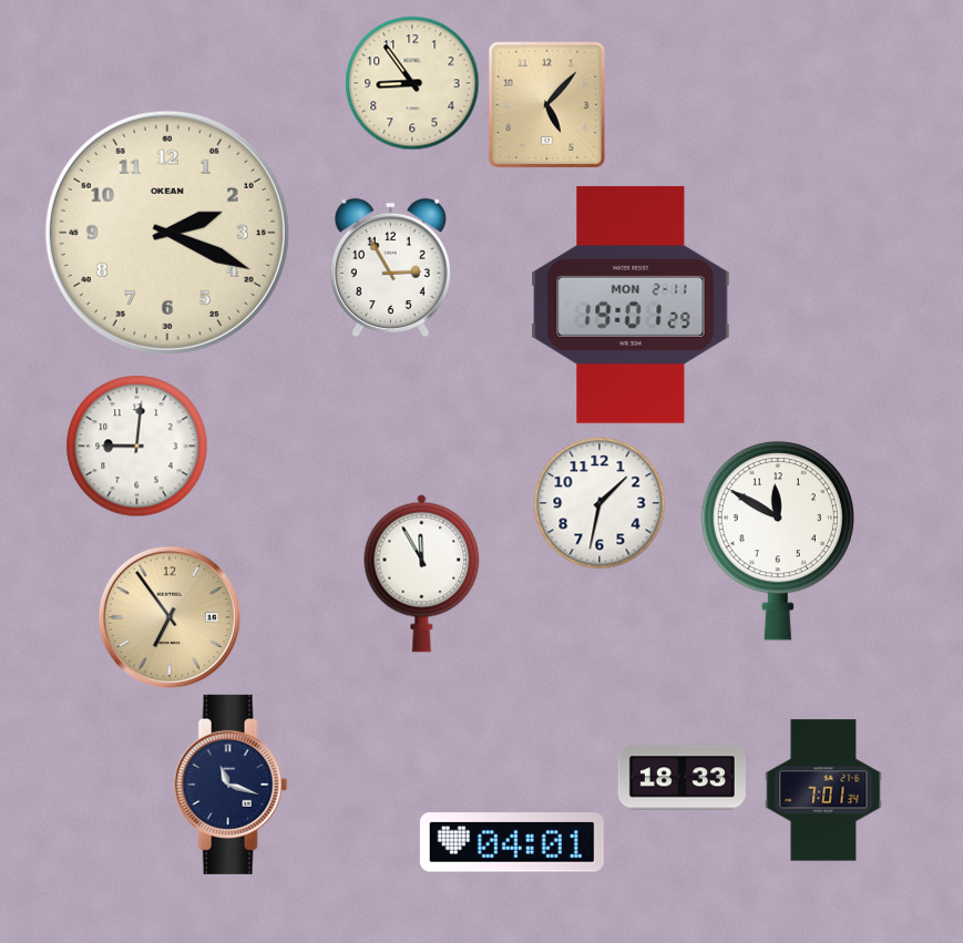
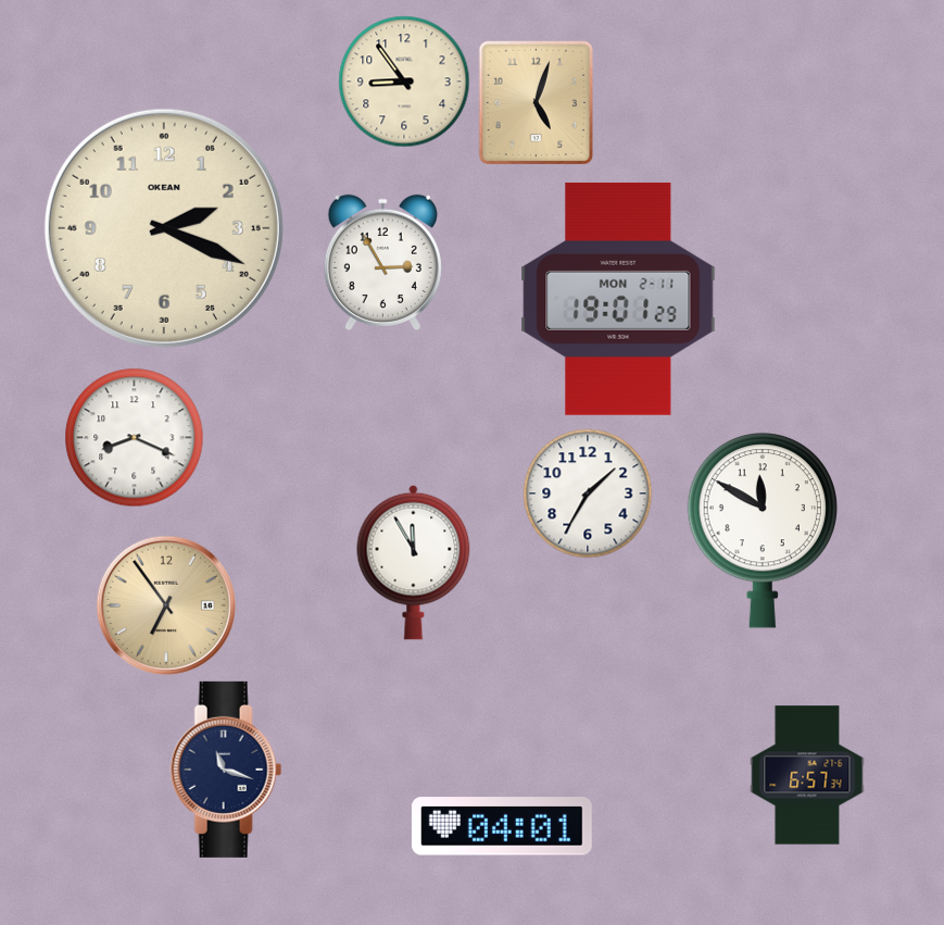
clock at (546, 104): 5:07 -> 5:03
clock at (137, 447): 9:01 -> 8:19
clock at (600, 503): 1:32 -> 1:35
clock at (682, 778): 18:33 -> none
clock at (823, 790): 7:01 -> 6:57
